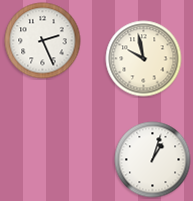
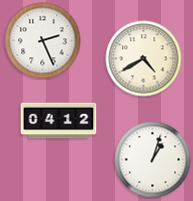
clock at (144, 59): 9:58 -> 4:40
clock at (59, 121): none -> 04:12
